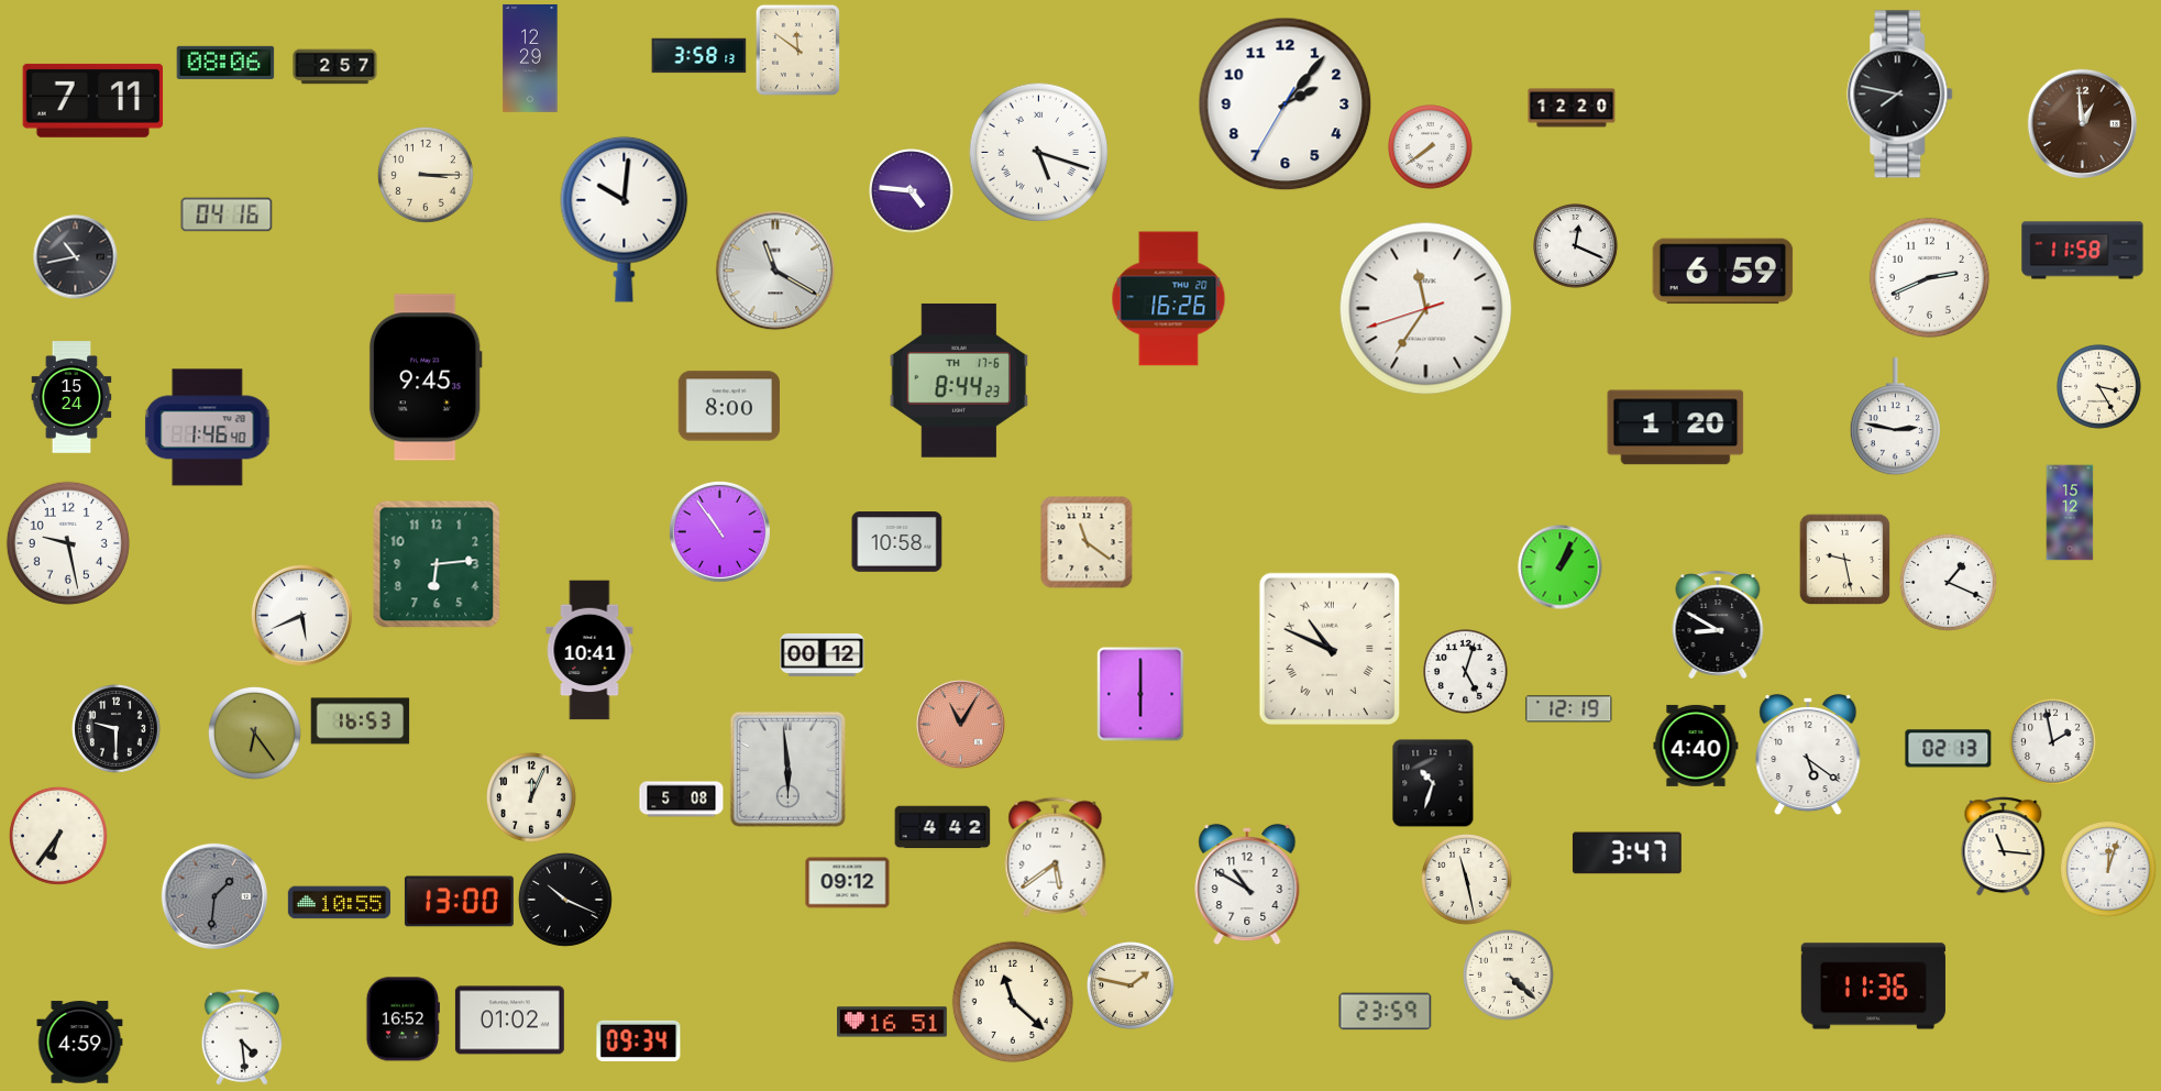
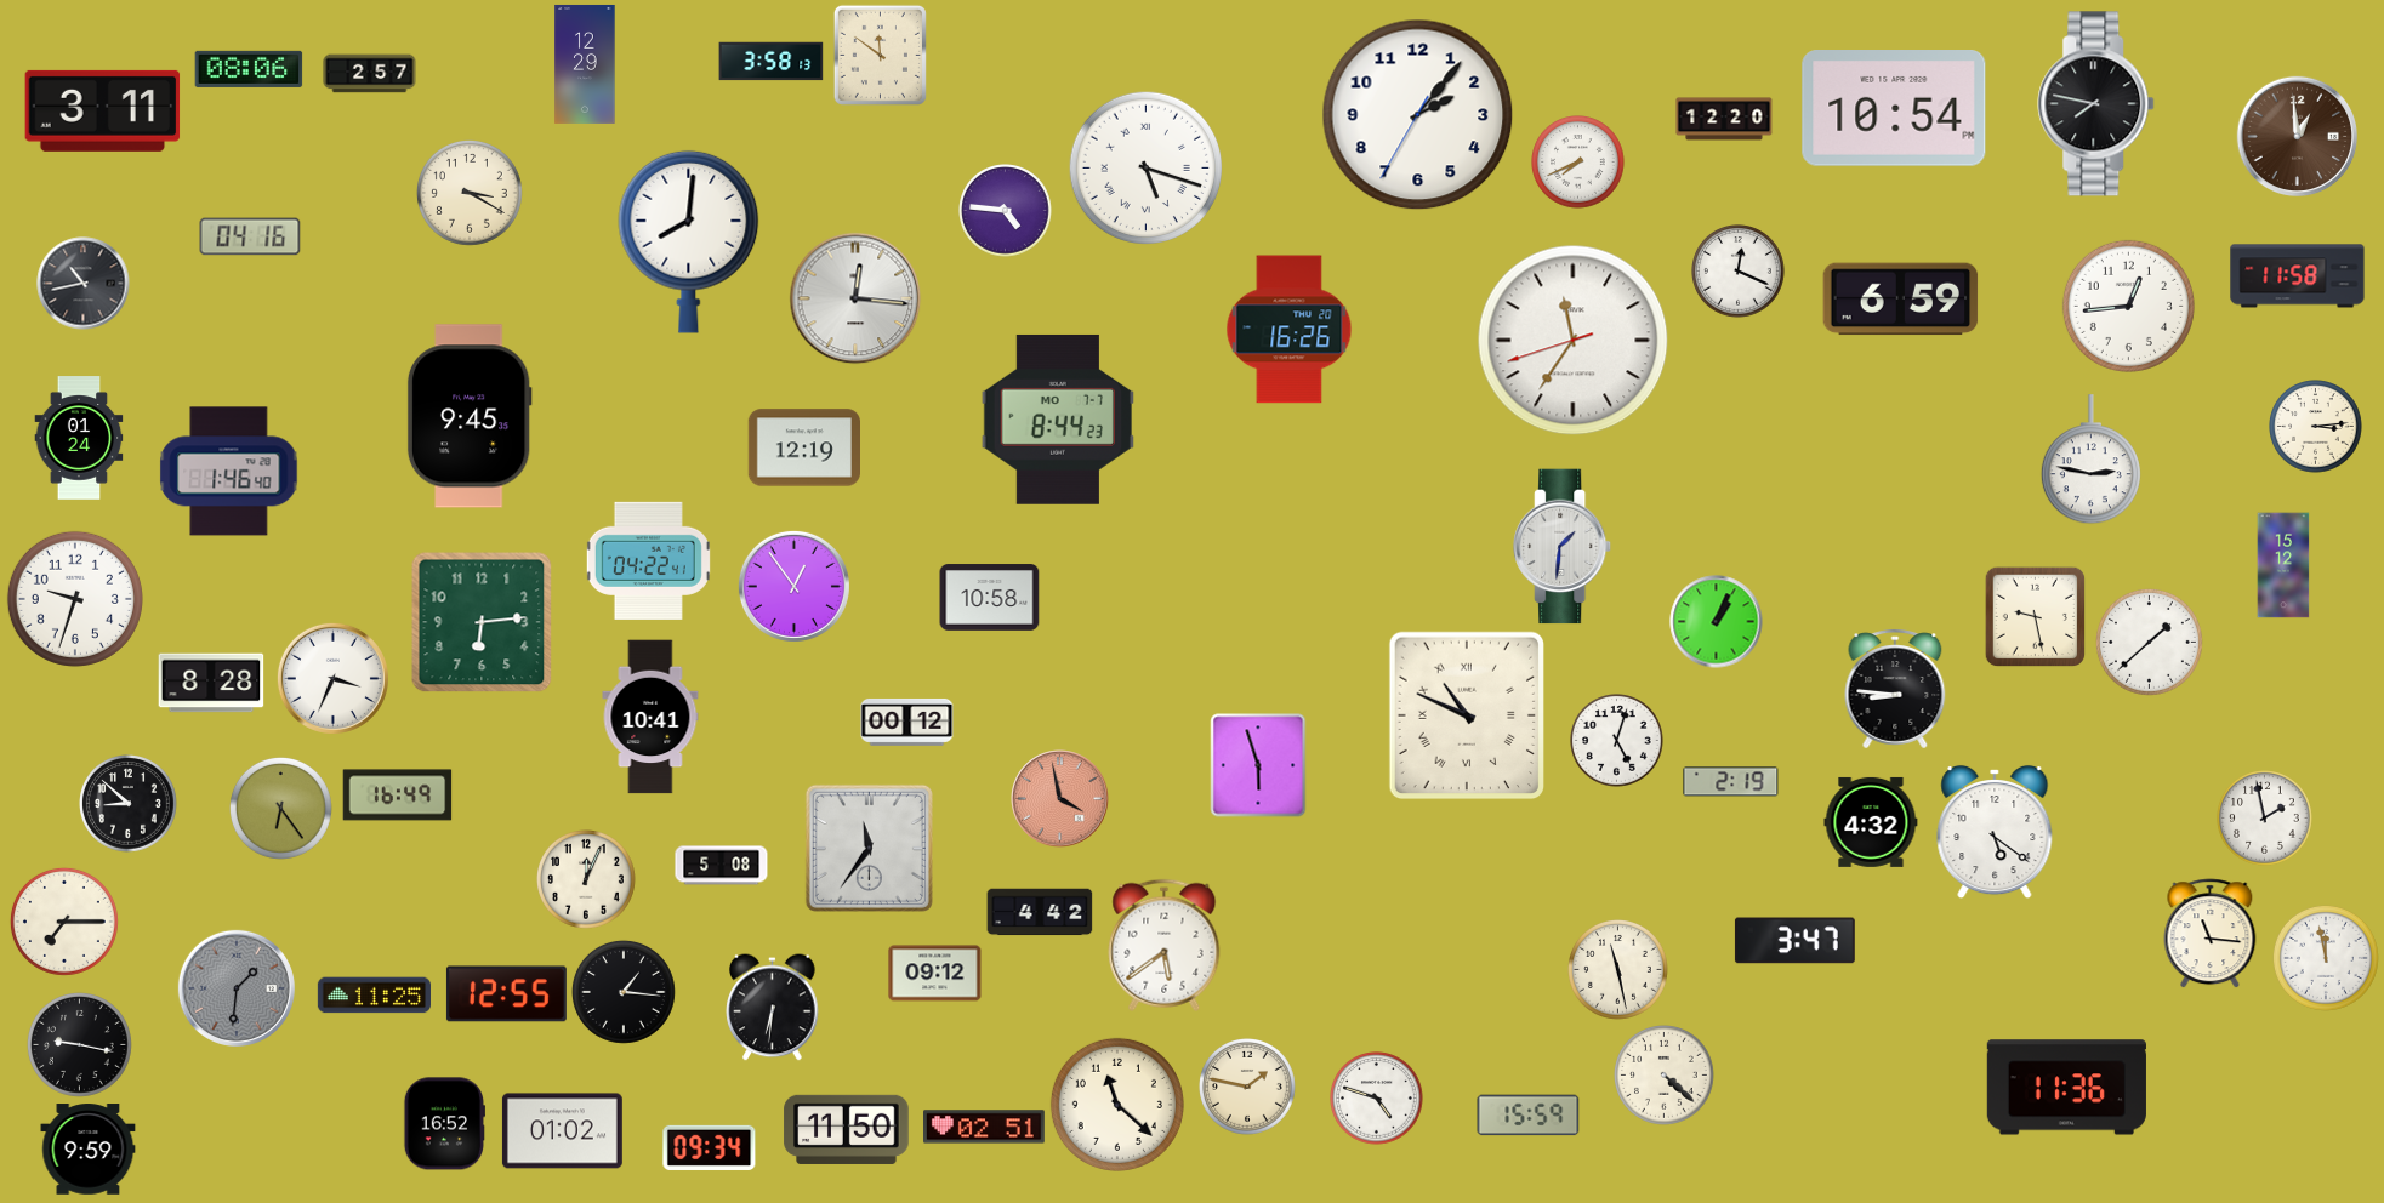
clock at (1894, 109): none -> 10:54
clock at (93, 100): 7:11 -> 3:11
clock at (1572, 108) position: (1572, 108) -> (1724, 119)
clock at (1431, 147): 7:39 -> 7:41
clock at (426, 175): 3:15 -> 3:20
clock at (625, 219): 10:01 -> 8:01
clock at (775, 271): 11:20 -> 12:16
clock at (1929, 277): 2:41 -> 12:44
clock at (958, 381) date: TH 17-6 -> MO 7-7
clock at (2099, 387): 3:25 -> 3:14
clock at (71, 397): 15:24 -> 01:24
clock at (728, 406): 8:00 -> 12:19
clock at (1676, 428): 1:20 -> none
clock at (1563, 547): none -> 1:31
clock at (648, 560): none -> 04:22
clock at (719, 531): 10:54 -> 12:54
clock at (1087, 542): 11:21 -> none
clock at (68, 543): 9:28 -> 9:33
clock at (1561, 567) position: (1561, 567) -> (1717, 622)
clock at (1948, 582): 1:19 -> 1:38
clock at (301, 615): 5:41 -> 3:34
clock at (211, 683): none -> 8:28
clock at (1718, 625): 8:50 -> 8:46
clock at (1140, 694): 6:00 -> 5:57
clock at (1569, 709): 12:19 -> 2:19
clock at (361, 721): 16:53 -> 16:49
clock at (961, 725): 11:05 -> 3:58
clock at (117, 729): 9:30 -> 8:52
clock at (1696, 746): 4:40 -> 4:32
clock at (1949, 749): 02:13 -> none
clock at (787, 769): 5:59 -> 11:36
clock at (1433, 783): 10:33 -> none
clock at (682, 800) position: (682, 800) -> (722, 866)
clock at (58, 836): 6:36 -> 7:15
clock at (2108, 869): 12:03 -> 11:58
clock at (1247, 884): 10:50 -> none
clock at (565, 900): 10:19 -> 1:16
clock at (459, 902): 13:00 -> 12:55
clock at (339, 903): 10:55 -> 11:25
clock at (773, 1008): none -> 6:31
clock at (79, 1044): none -> 9:17
clock at (1377, 1099): none -> 4:48
clock at (1386, 1012): 23:59 -> 15:59
clock at (509, 1021) position: (509, 1021) -> (562, 1131)
clock at (893, 1022): 16:51 -> 02:51
clock at (847, 1129): none -> 11:50
clock at (242, 1037): 4:29 -> none
clock at (639, 1040) position: (639, 1040) -> (710, 1147)
clock at (80, 1043): 4:59 -> 9:59
